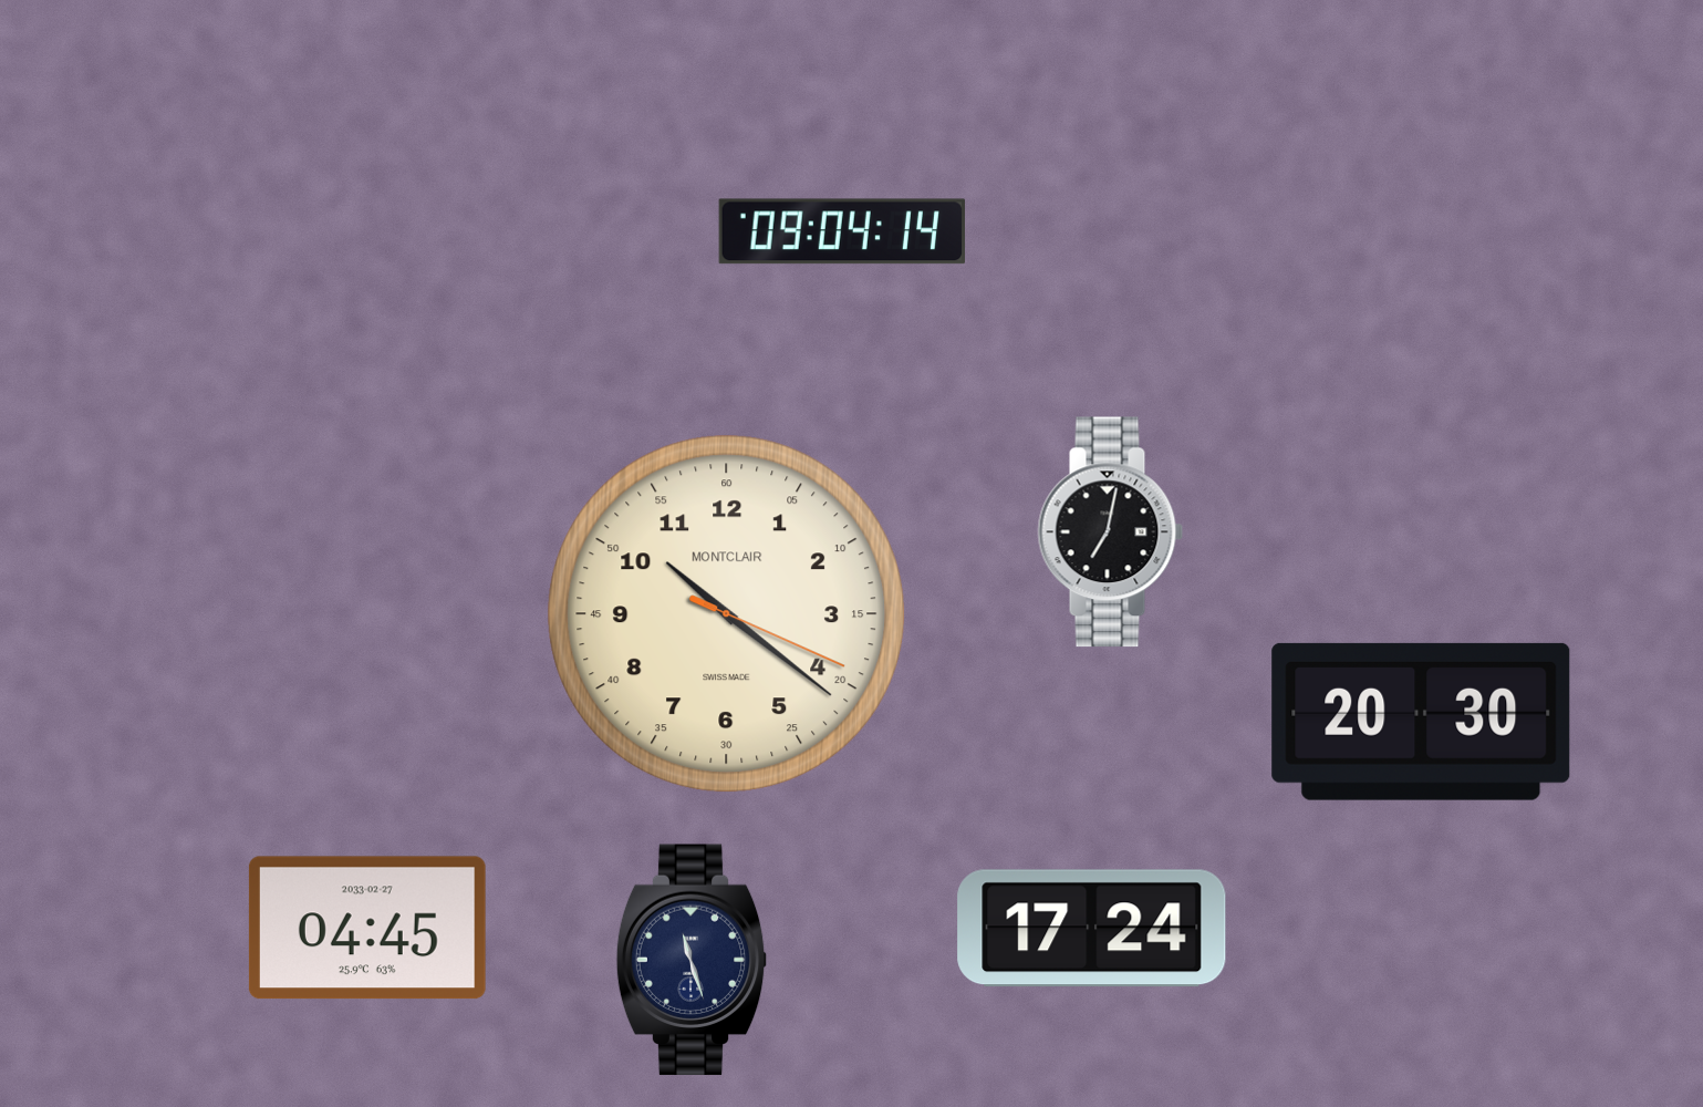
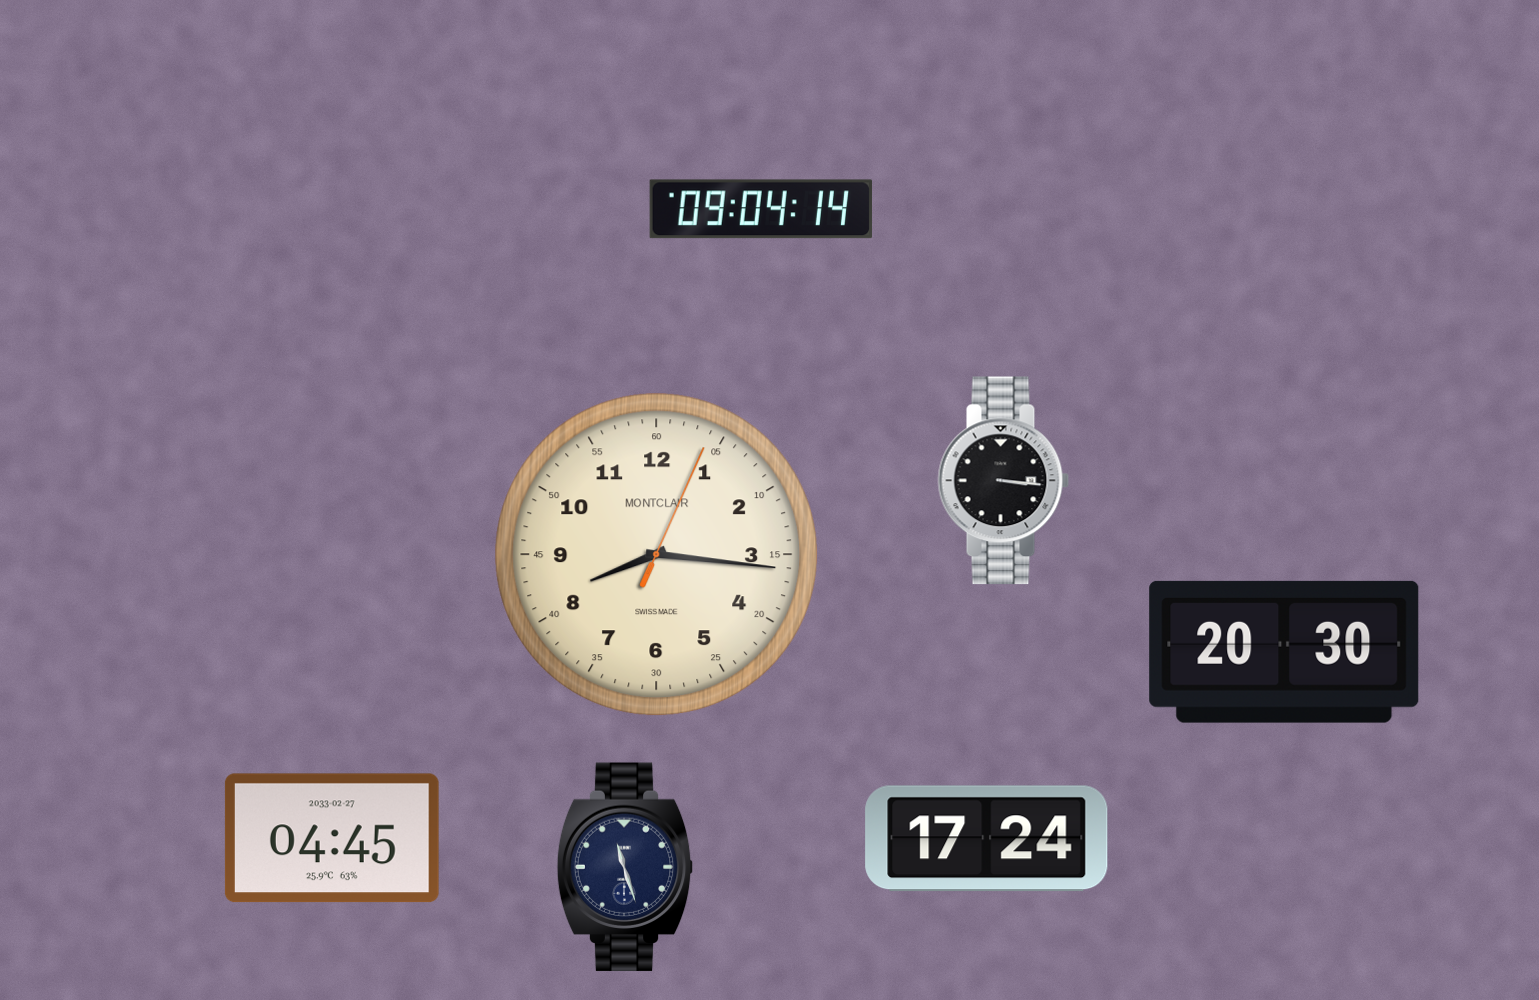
clock at (1111, 532): 7:02 -> 3:16
clock at (727, 614): 10:21 -> 8:16
